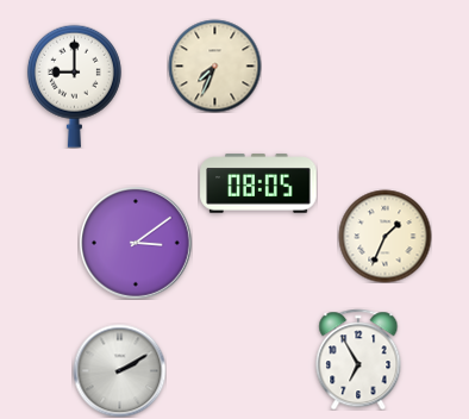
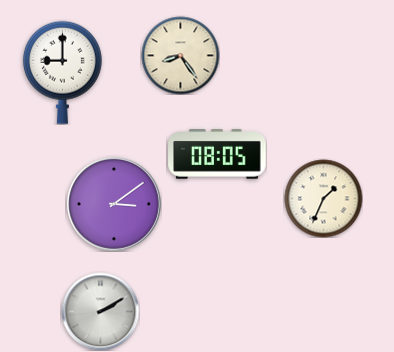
clock at (214, 65): 7:34 -> 8:24
clock at (358, 359): 6:55 -> none
